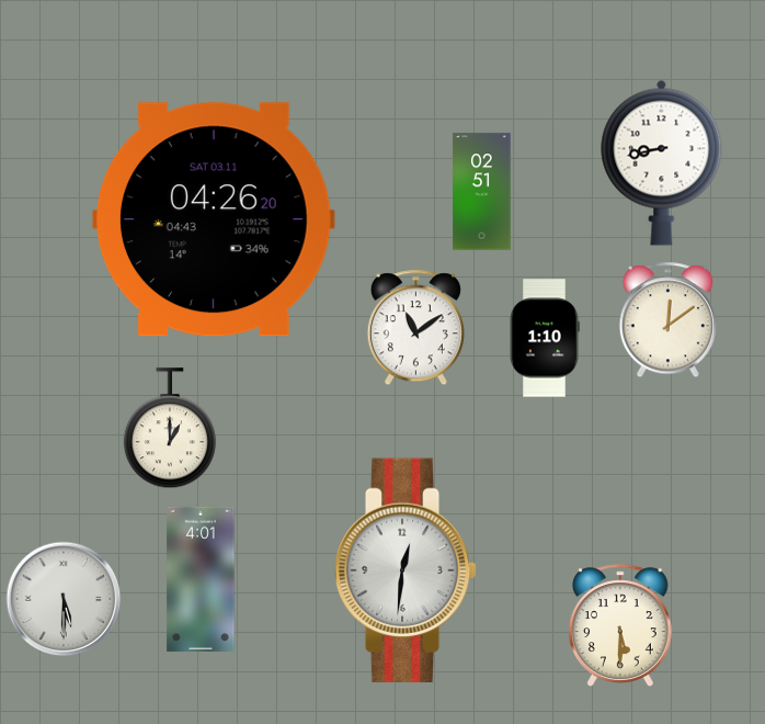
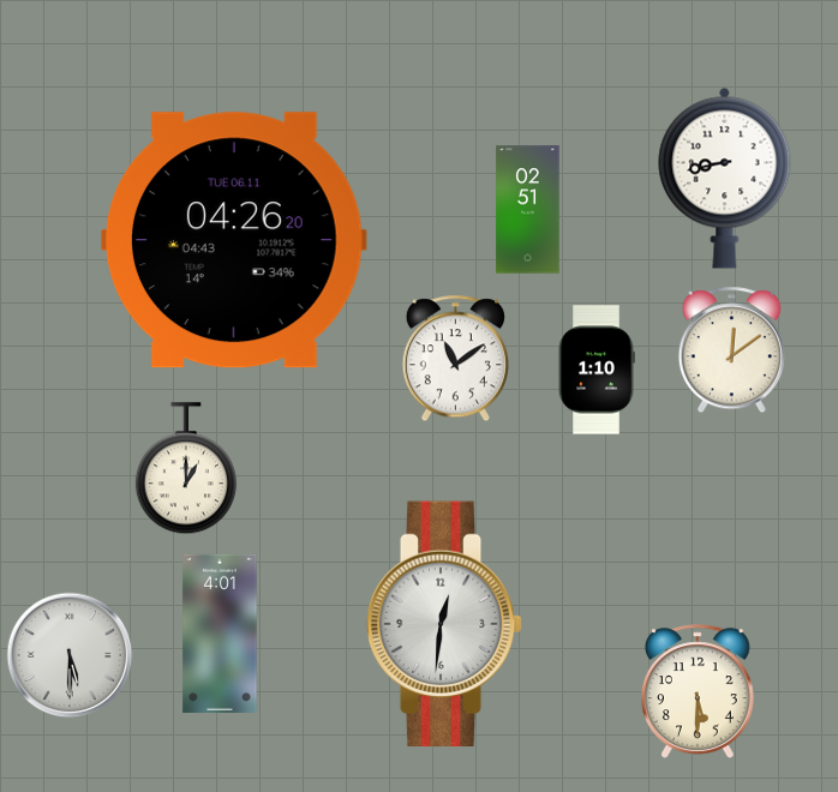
clock at (214, 219) date: SAT 03.11 -> TUE 06.11
clock at (620, 625) position: (620, 625) -> (698, 691)
